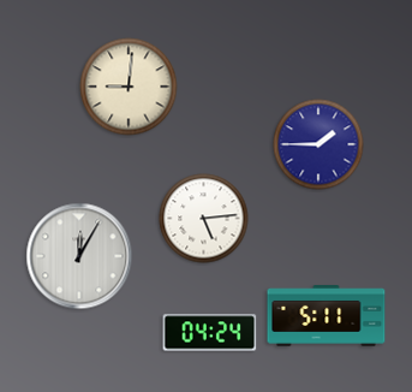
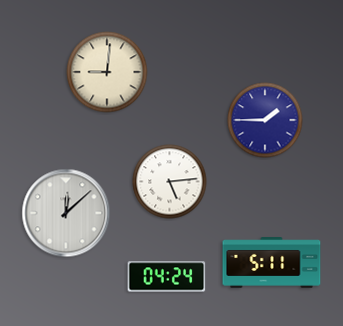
clock at (79, 256): 12:05 -> 12:08
clock at (210, 333) position: (210, 333) -> (167, 277)
